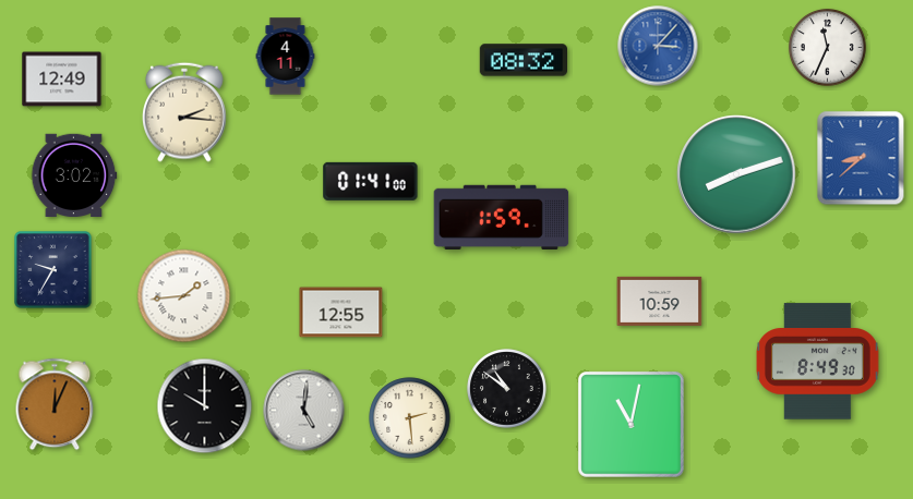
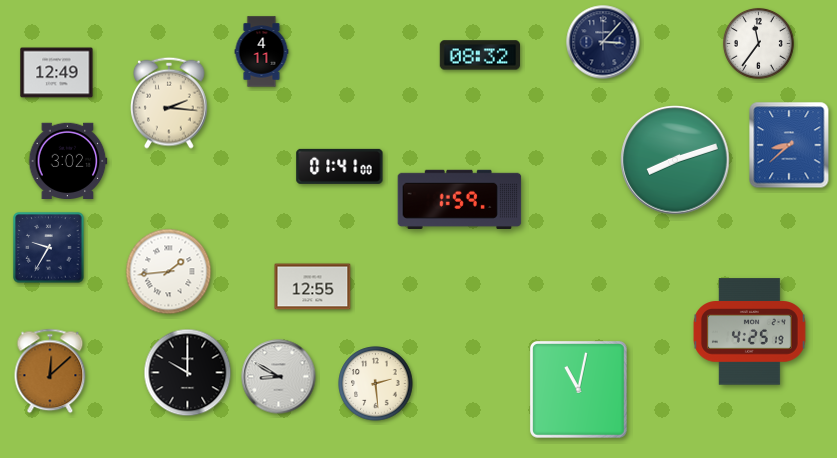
clock at (658, 46) dial: blue -> navy
clock at (827, 47): 11:34 -> 11:36
clock at (660, 301): 10:59 -> none
clock at (817, 362): 8:49 -> 4:25
clock at (507, 389): 10:51 -> none
clock at (55, 404): 12:04 -> 12:08
clock at (304, 411): 5:01 -> 8:50
